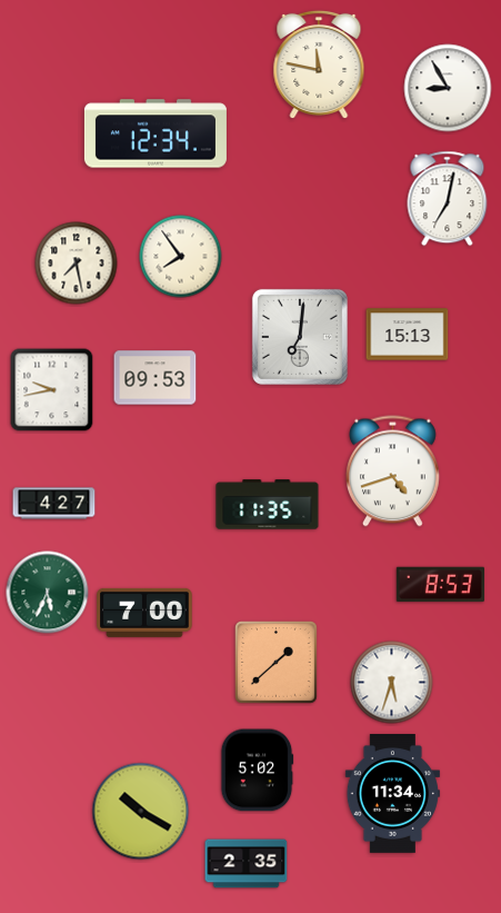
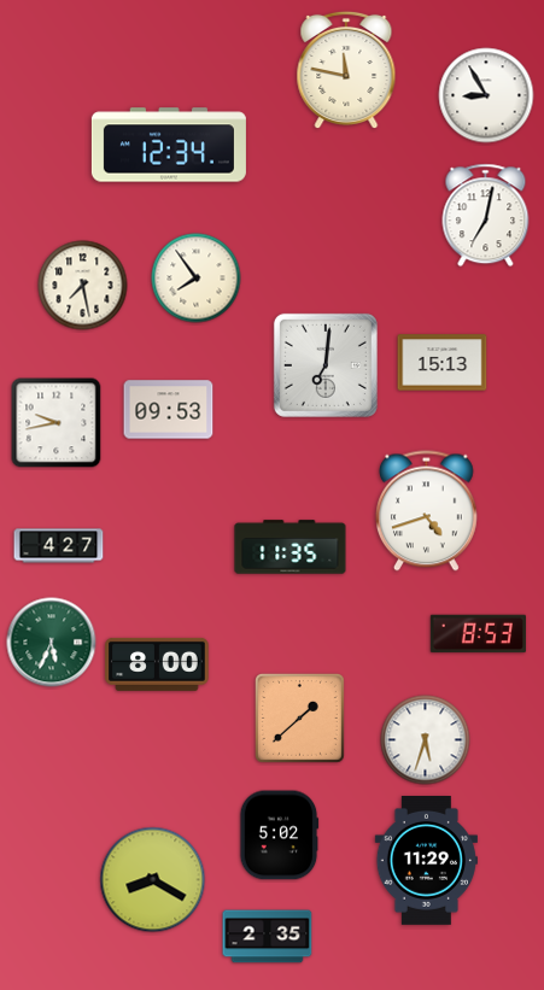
clock at (144, 613): 7:00 -> 8:00
clock at (392, 794): 11:34 -> 11:29
clock at (141, 812): 10:20 -> 8:20
